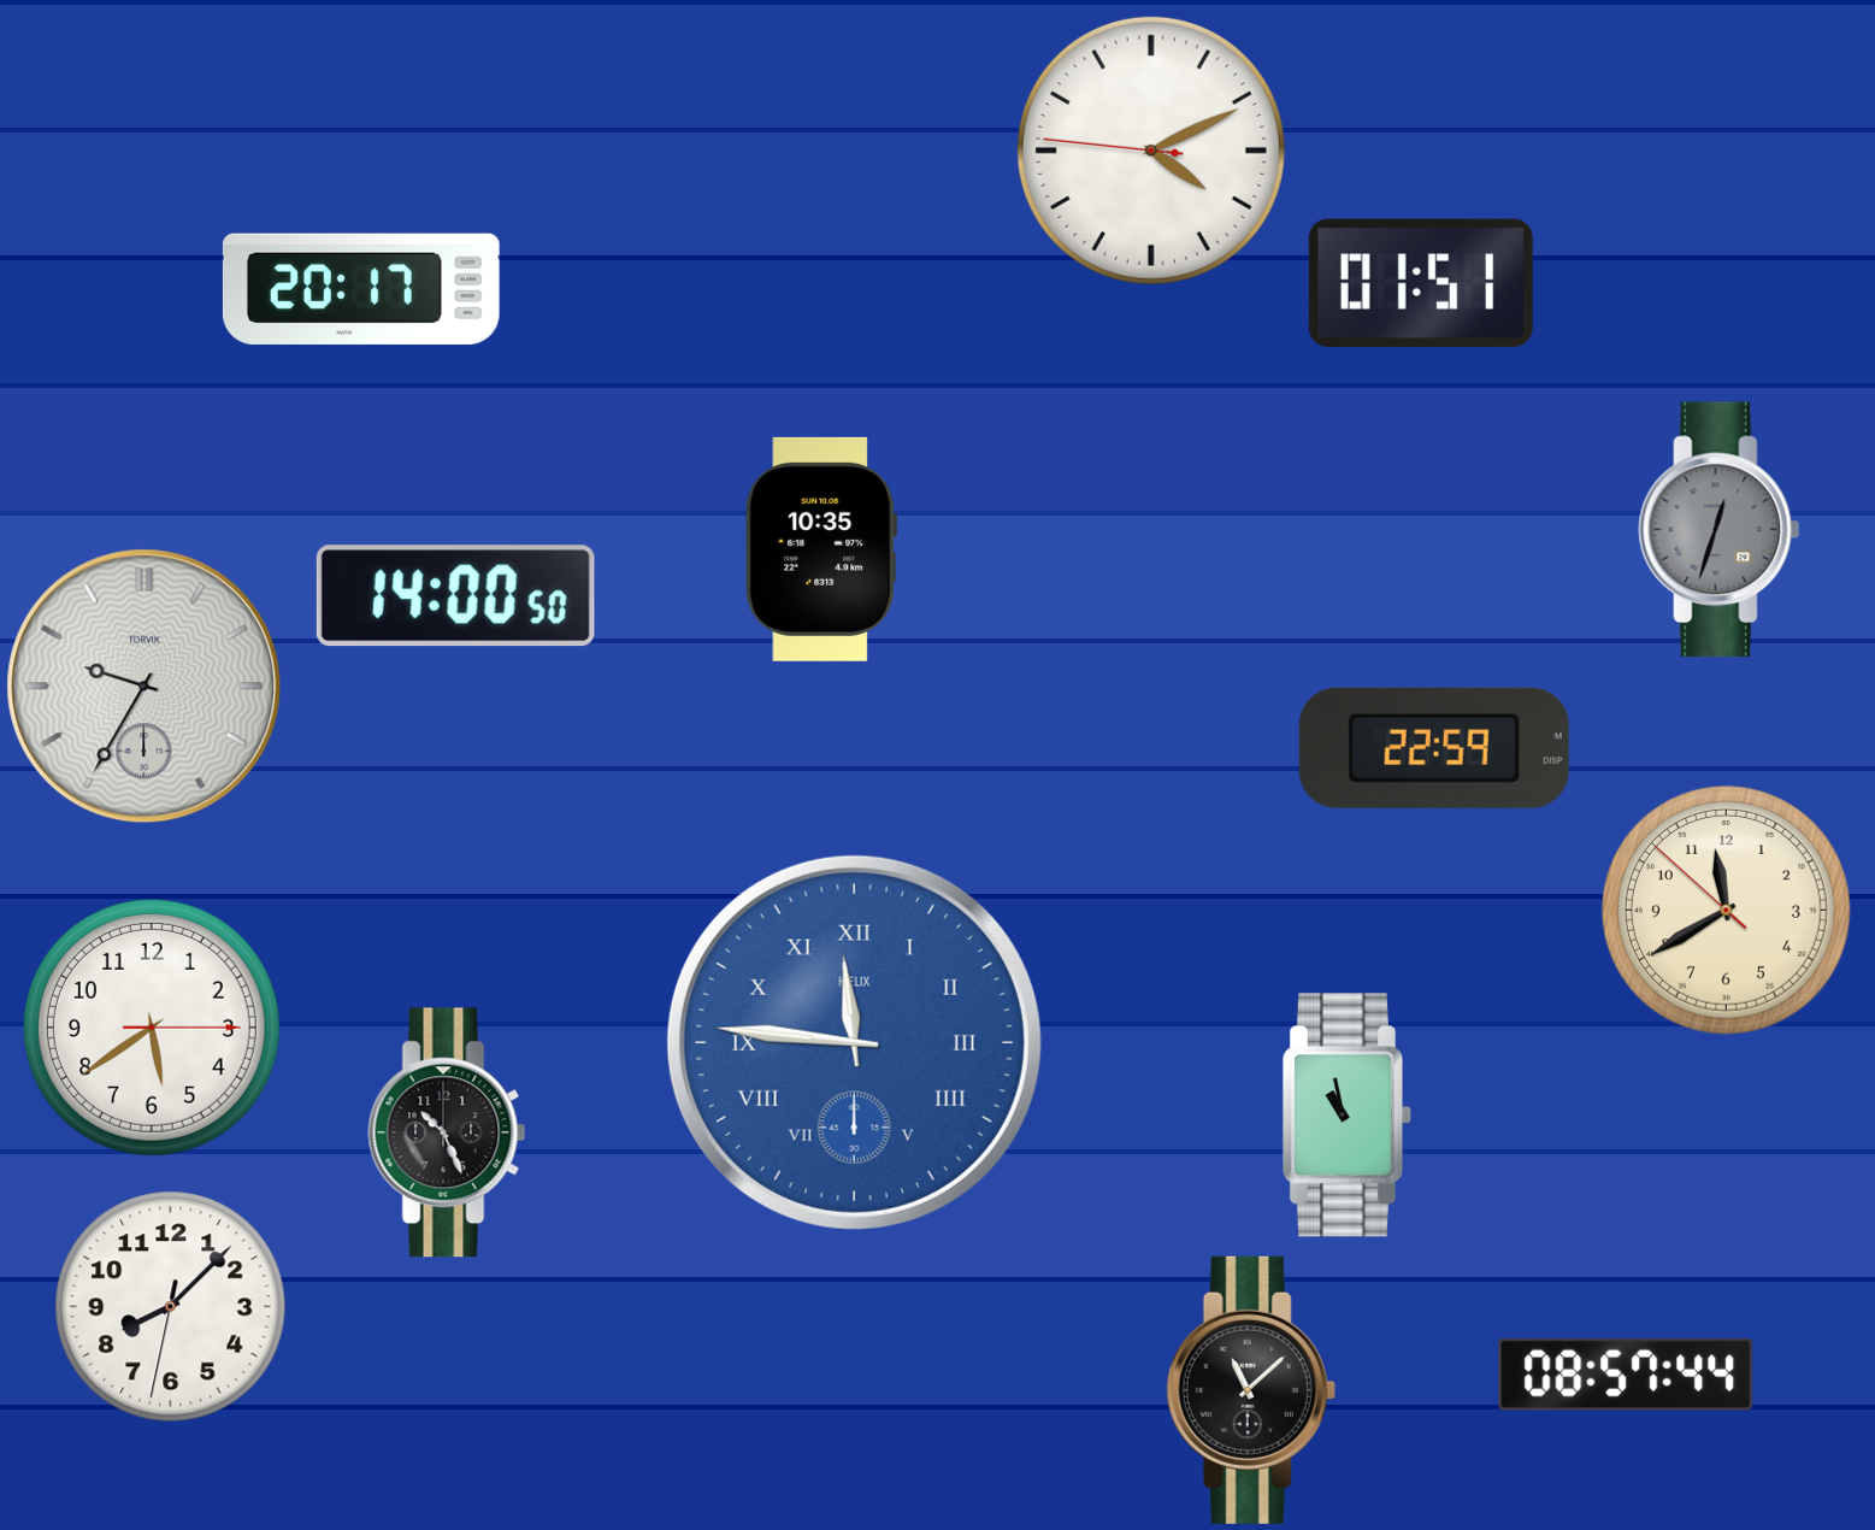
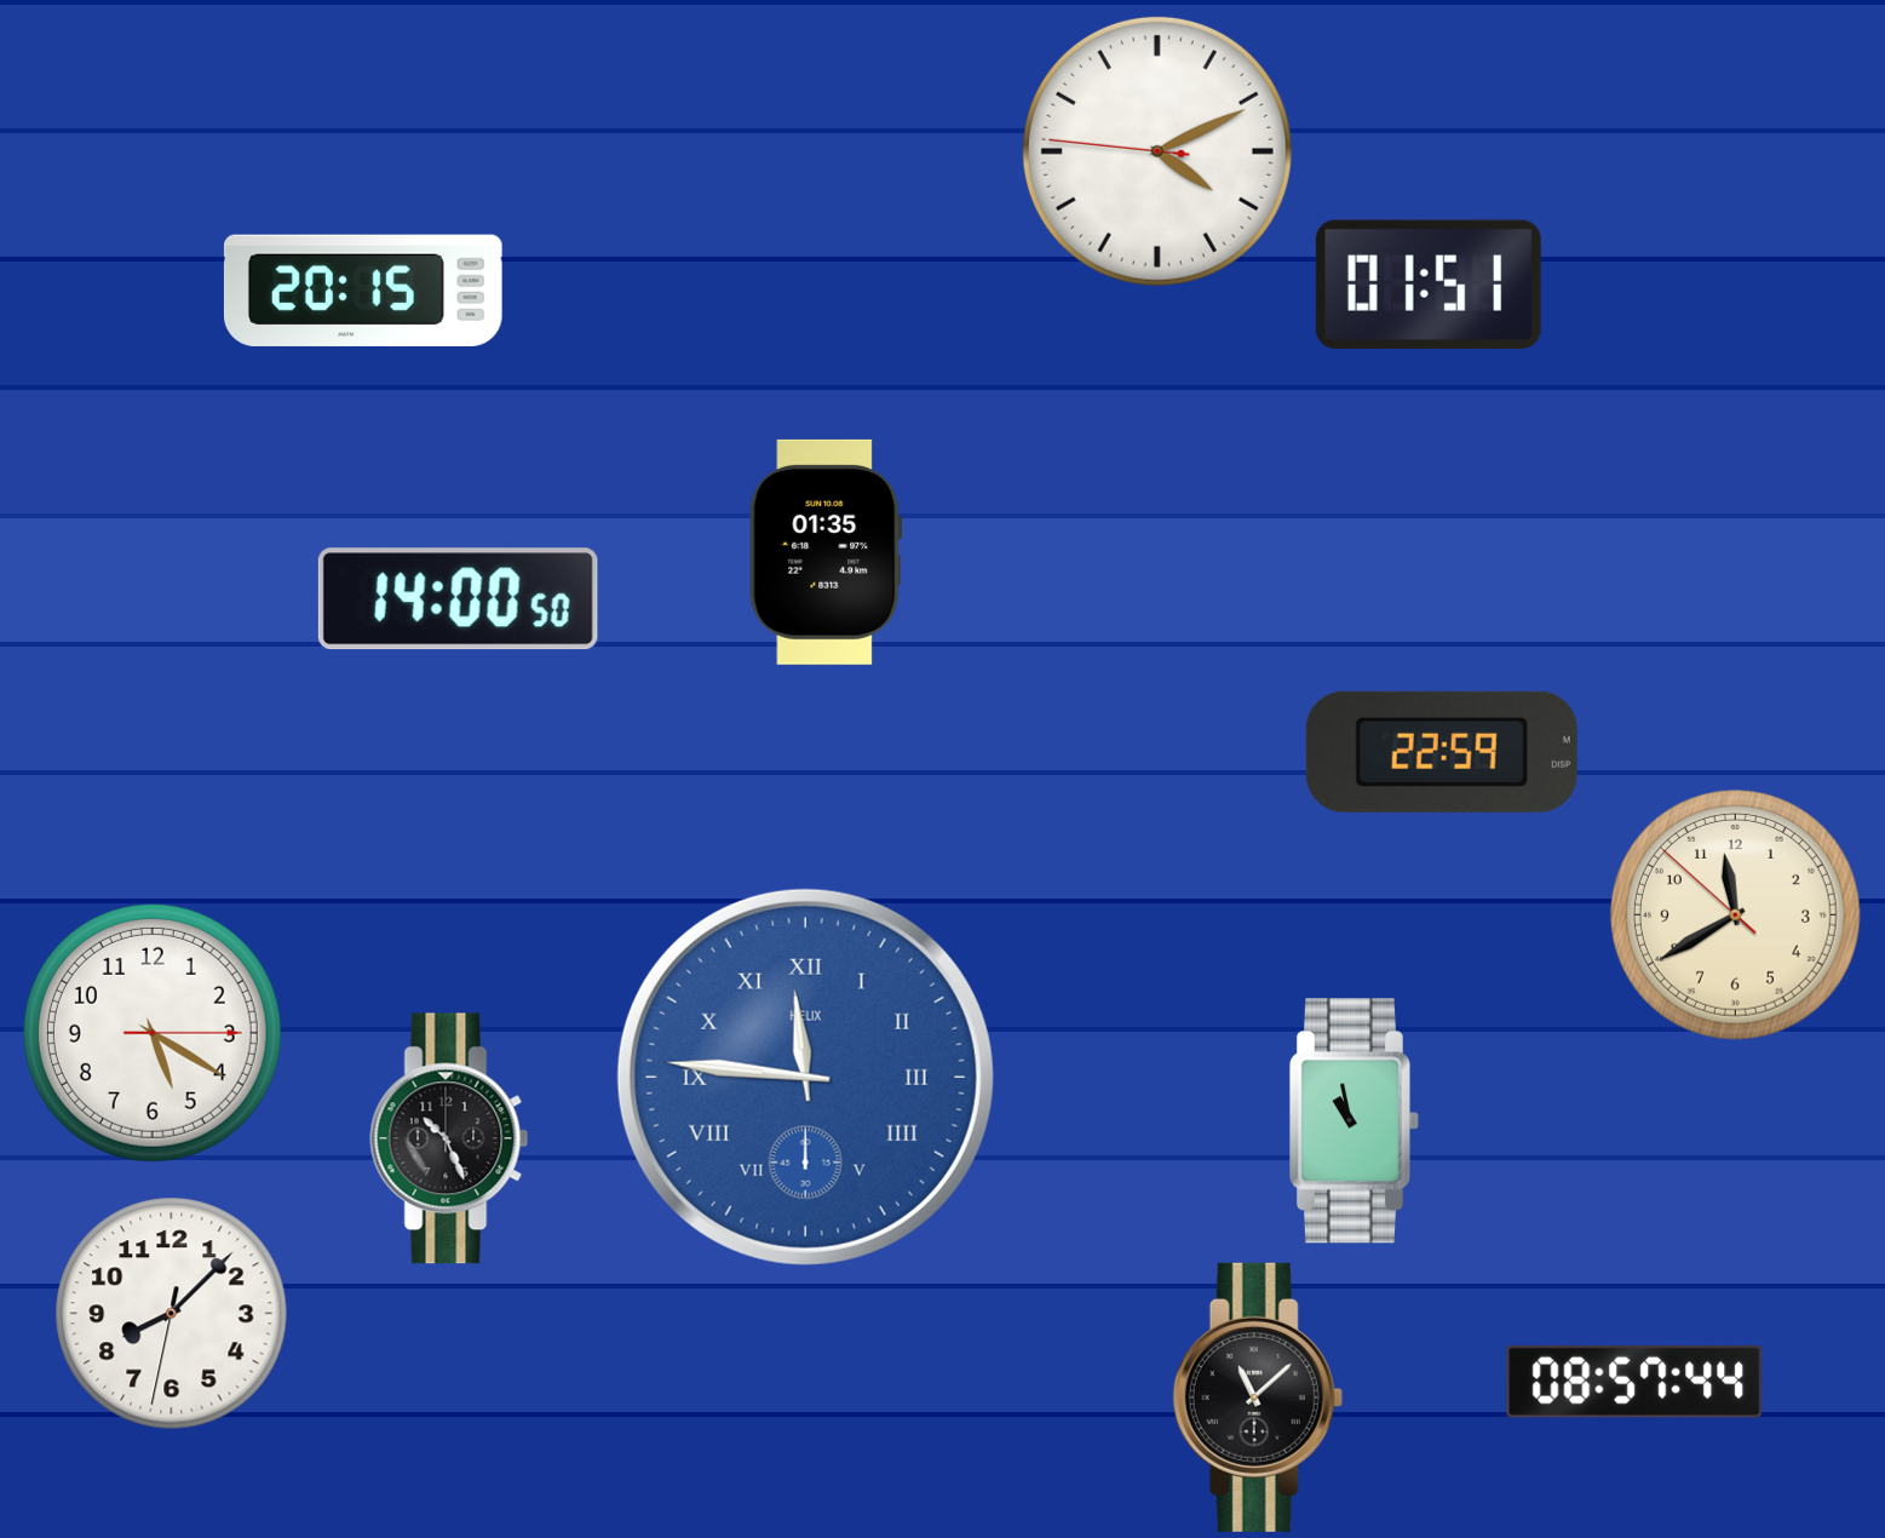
clock at (361, 289): 20:17 -> 20:15
clock at (1720, 530): 12:33 -> none
clock at (821, 549): 10:35 -> 01:35
clock at (145, 687): 9:35 -> none
clock at (152, 1028): 5:39 -> 5:20
clock at (854, 1042) position: (854, 1042) -> (805, 1077)
